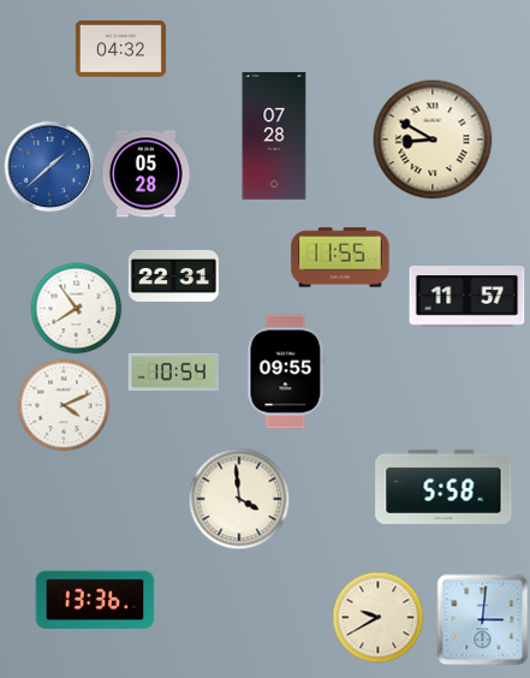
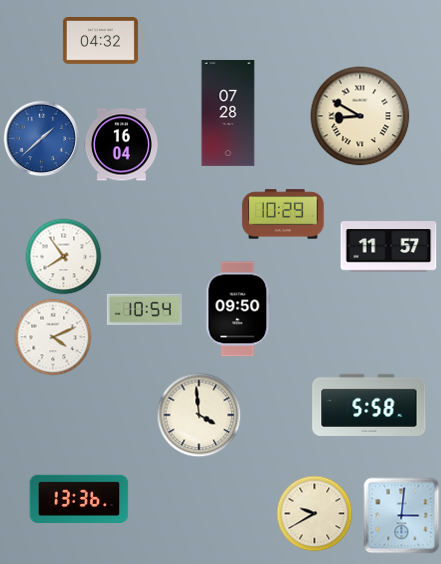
clock at (145, 174): 05:28 -> 16:04
clock at (340, 257): 11:55 -> 10:29
clock at (173, 276): 22:31 -> none
clock at (286, 371): 09:55 -> 09:50
